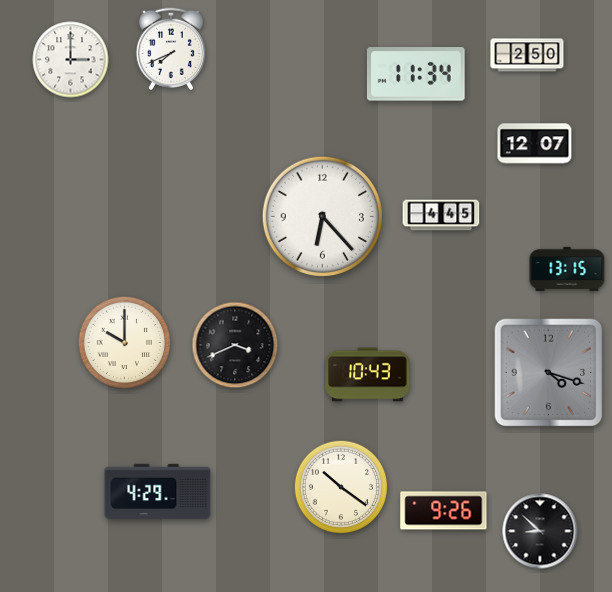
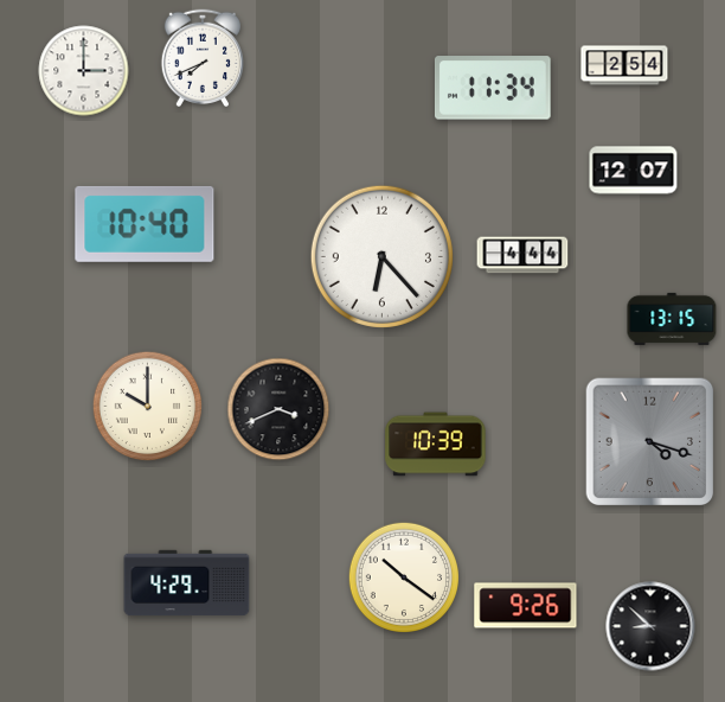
clock at (527, 55): 2:50 -> 2:54
clock at (145, 224): none -> 10:40
clock at (441, 215): 4:45 -> 4:44
clock at (368, 375): 10:43 -> 10:39
clock at (540, 531) position: (540, 531) -> (650, 626)
